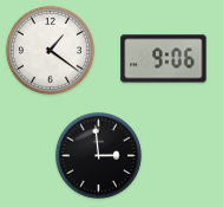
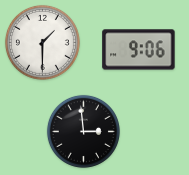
clock at (50, 50): 1:21 -> 1:30
